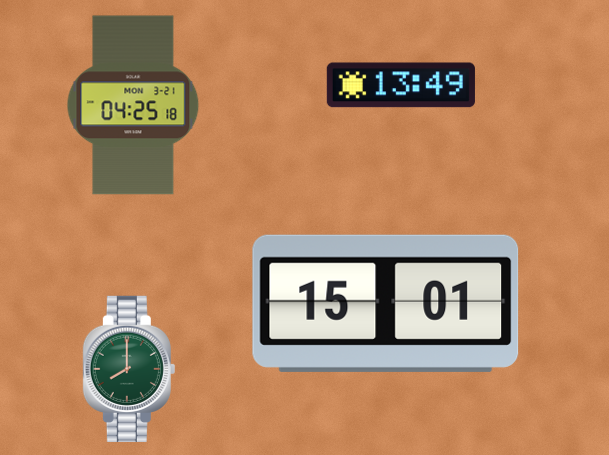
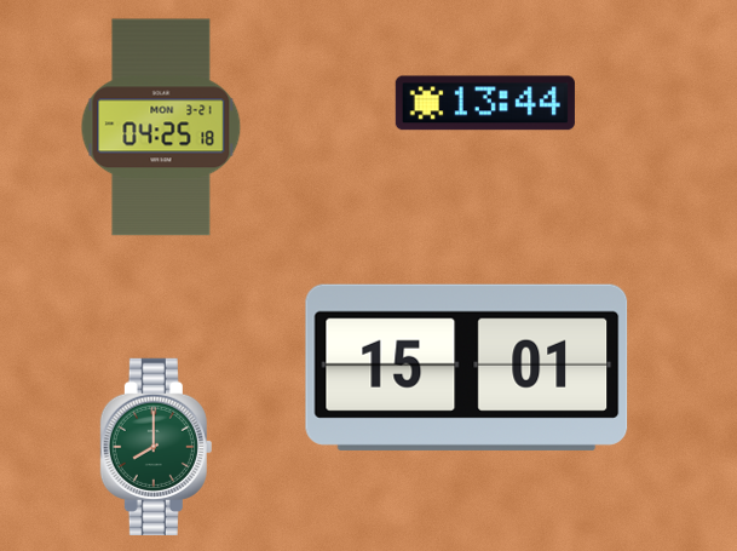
clock at (401, 85): 13:49 -> 13:44
